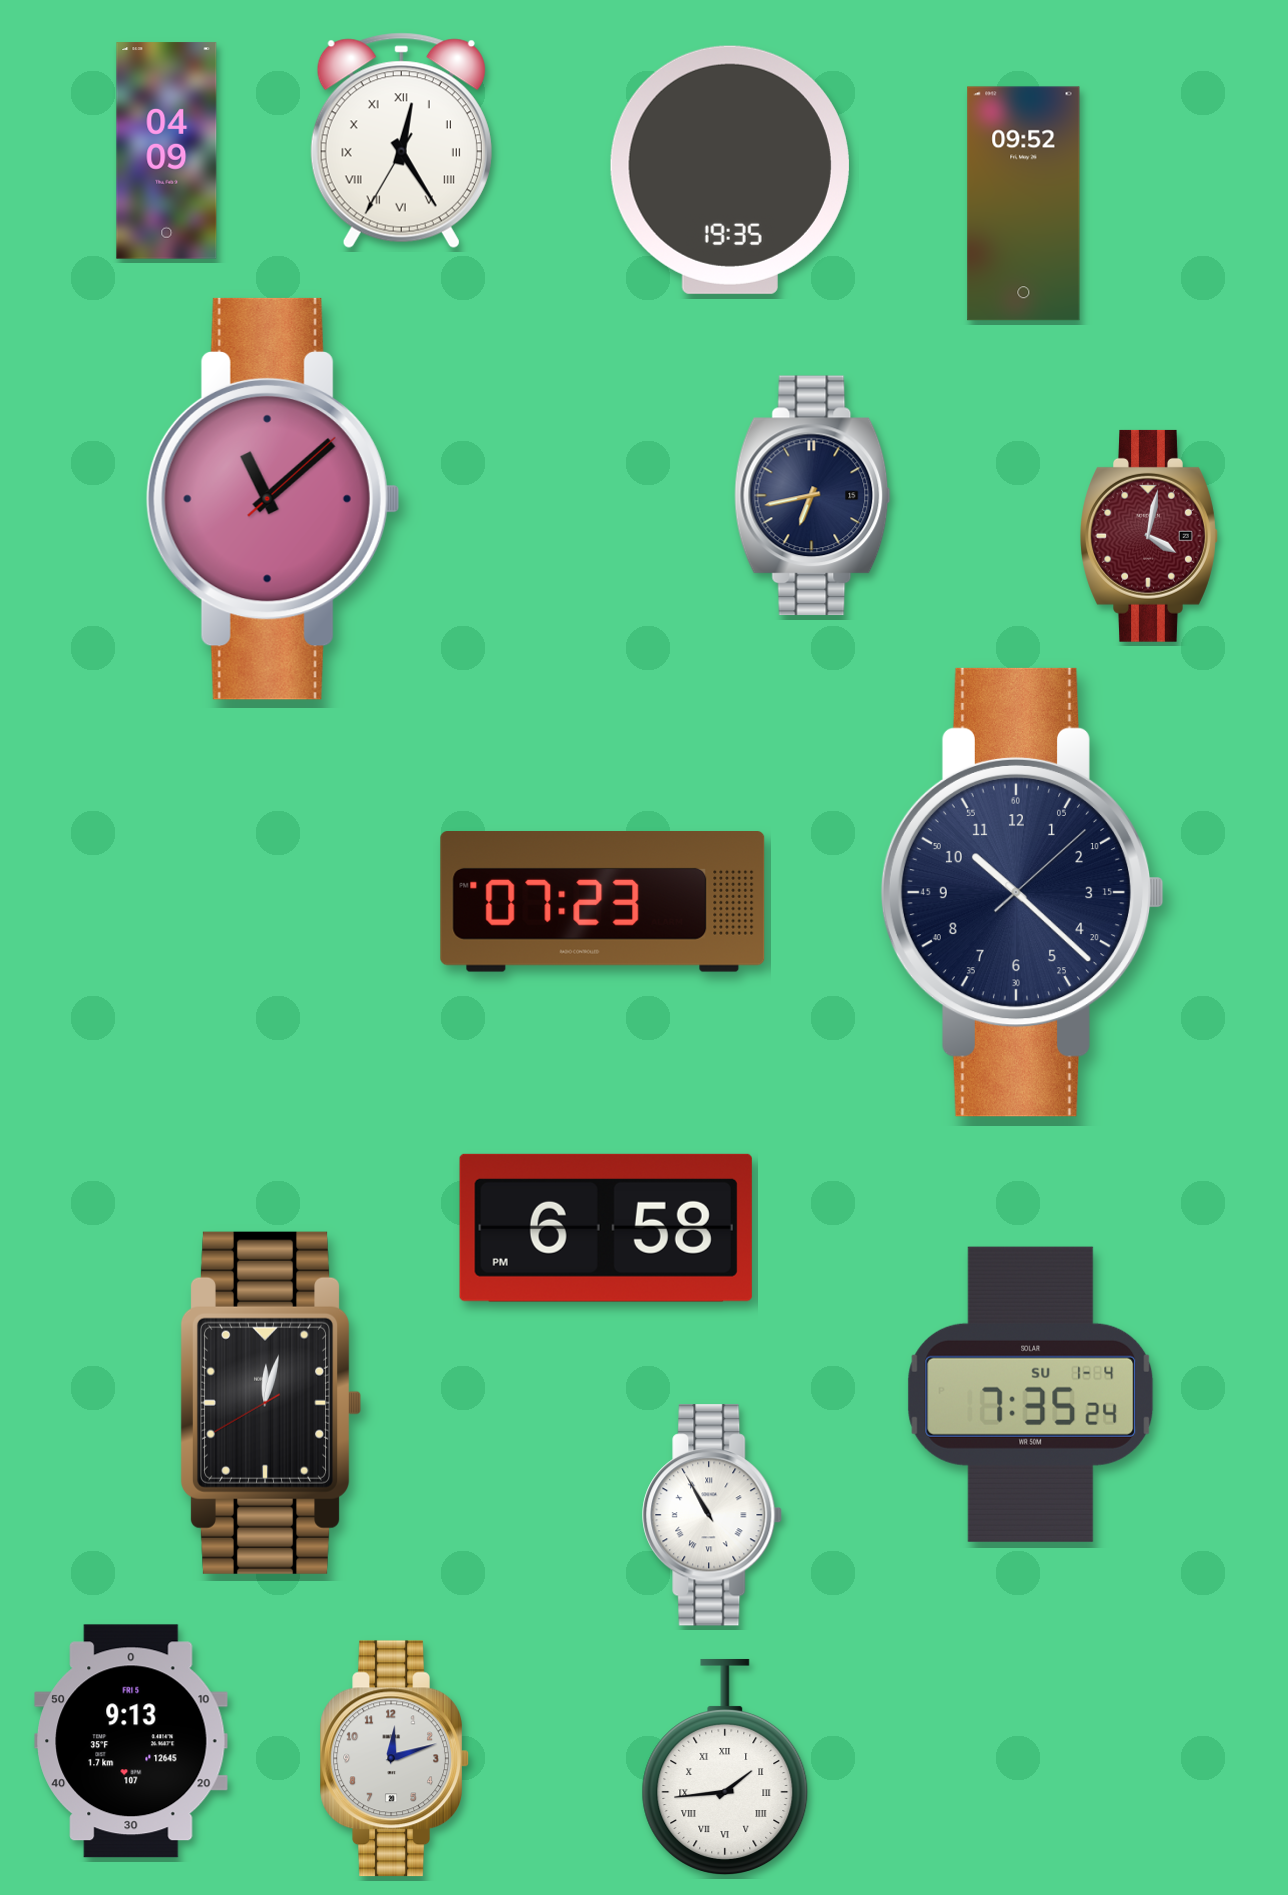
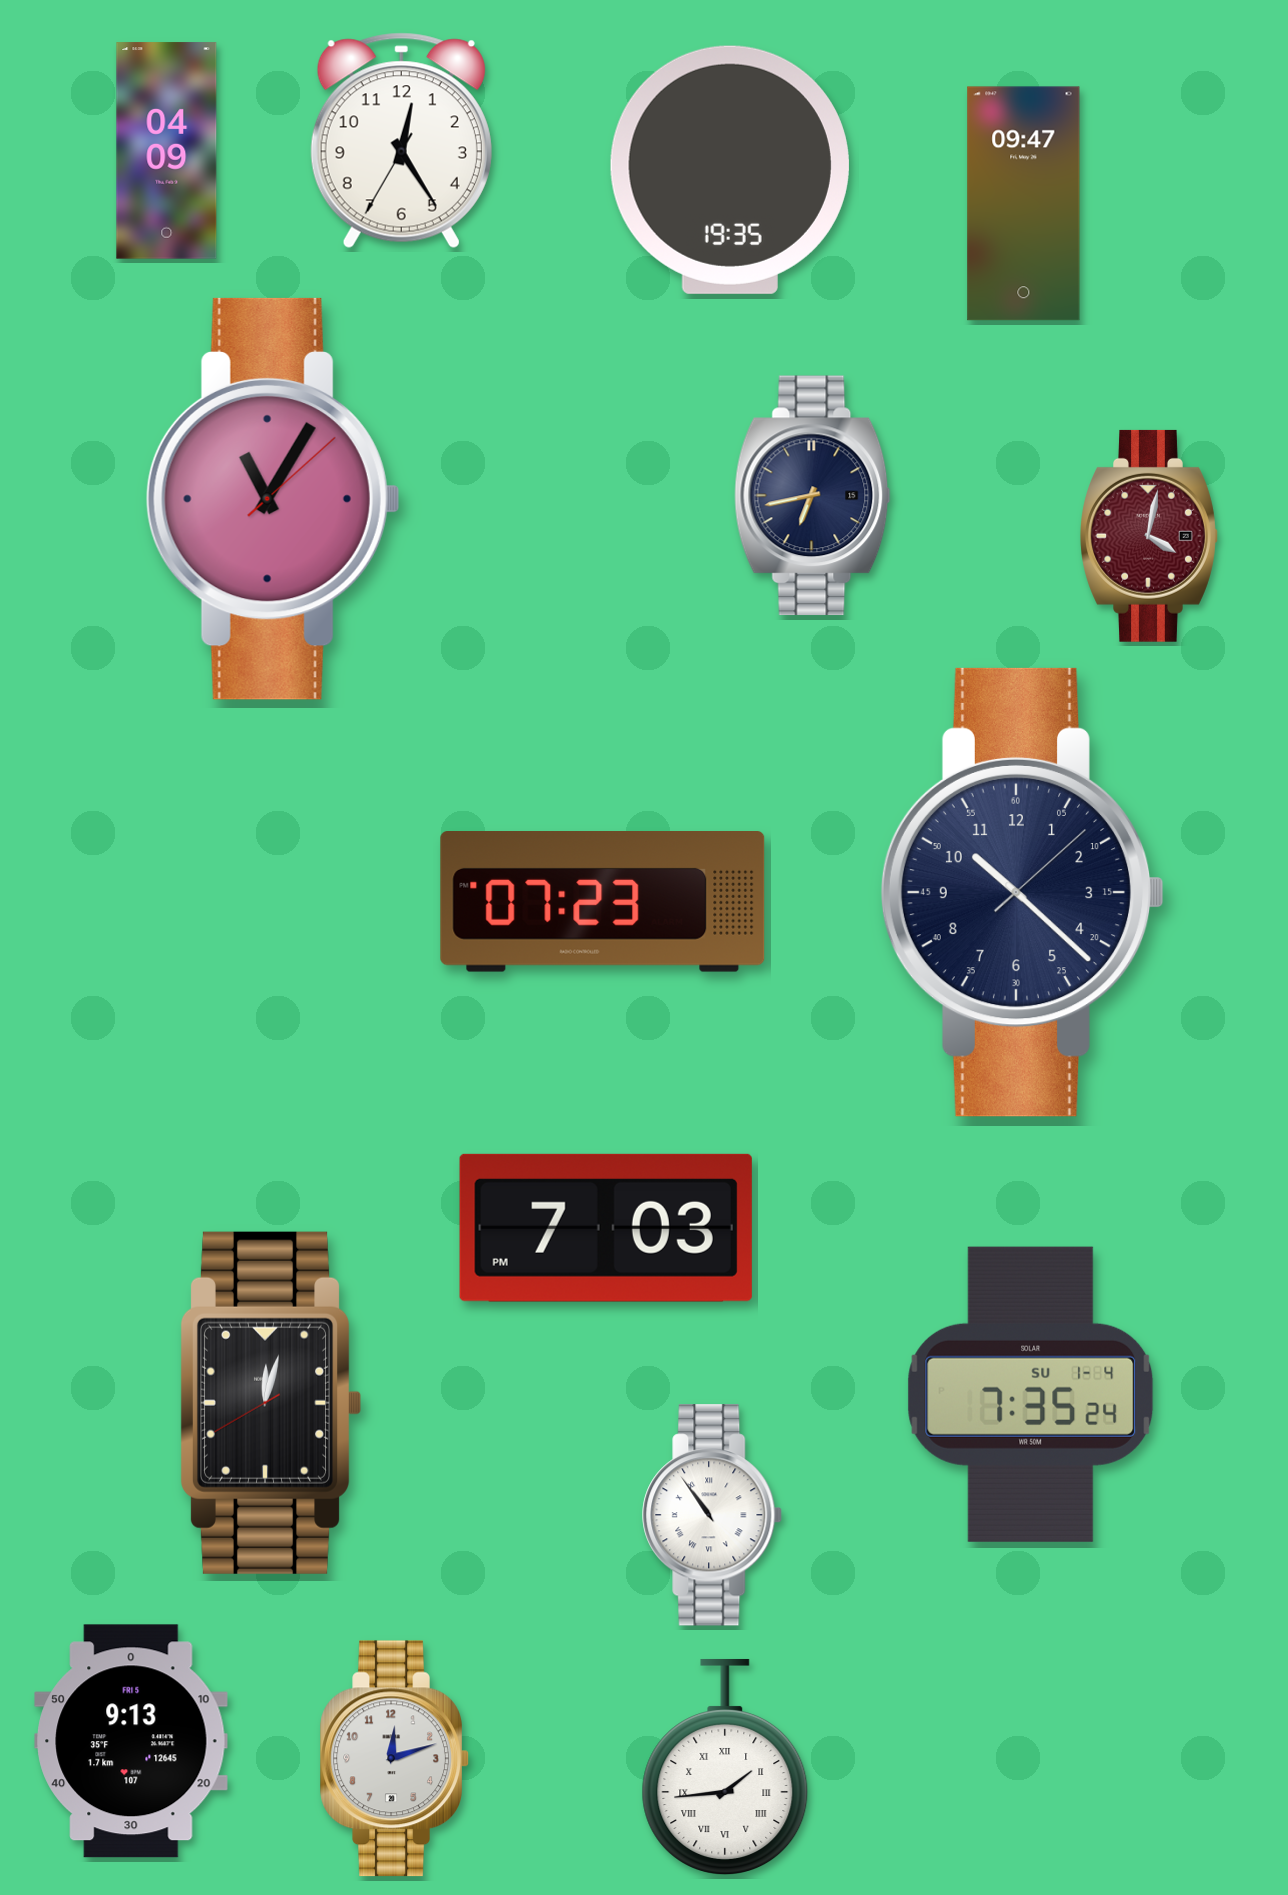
clock at (401, 141) numerals: Roman -> Arabic
clock at (1024, 204): 09:52 -> 09:47
clock at (273, 499): 11:08 -> 11:05
clock at (606, 1228): 6:58 -> 7:03
clock at (713, 1515): 10:55 -> 10:54
